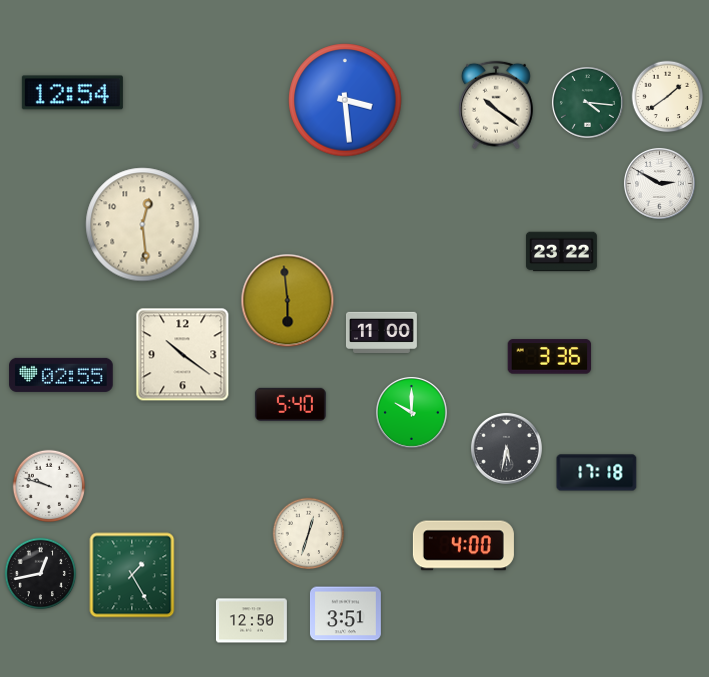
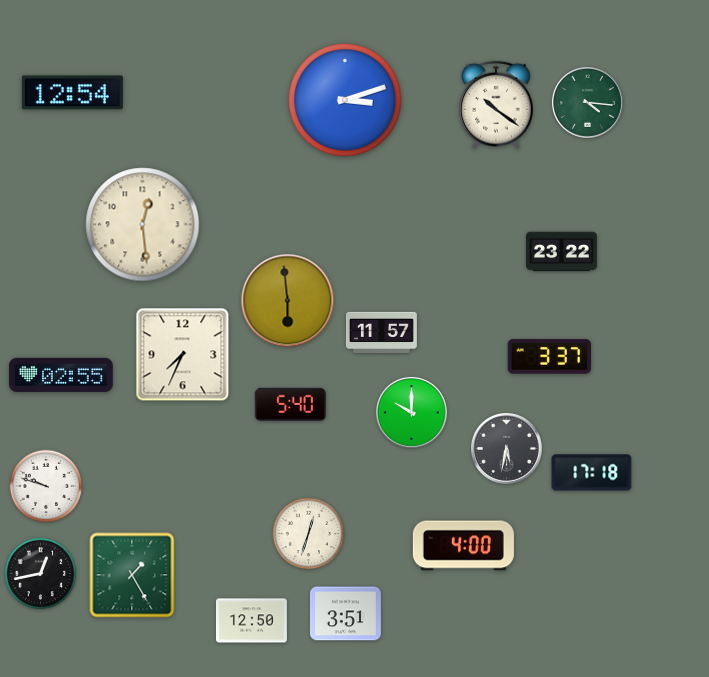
clock at (668, 97): 1:39 -> none
clock at (345, 100): 3:29 -> 3:12
clock at (659, 183): 2:50 -> none
clock at (381, 332): 11:00 -> 11:57
clock at (183, 355): 10:21 -> 7:34
clock at (550, 357): 3:36 -> 3:37
clock at (597, 473) position: (597, 473) -> (592, 473)
clock at (49, 486) position: (49, 486) -> (46, 486)
